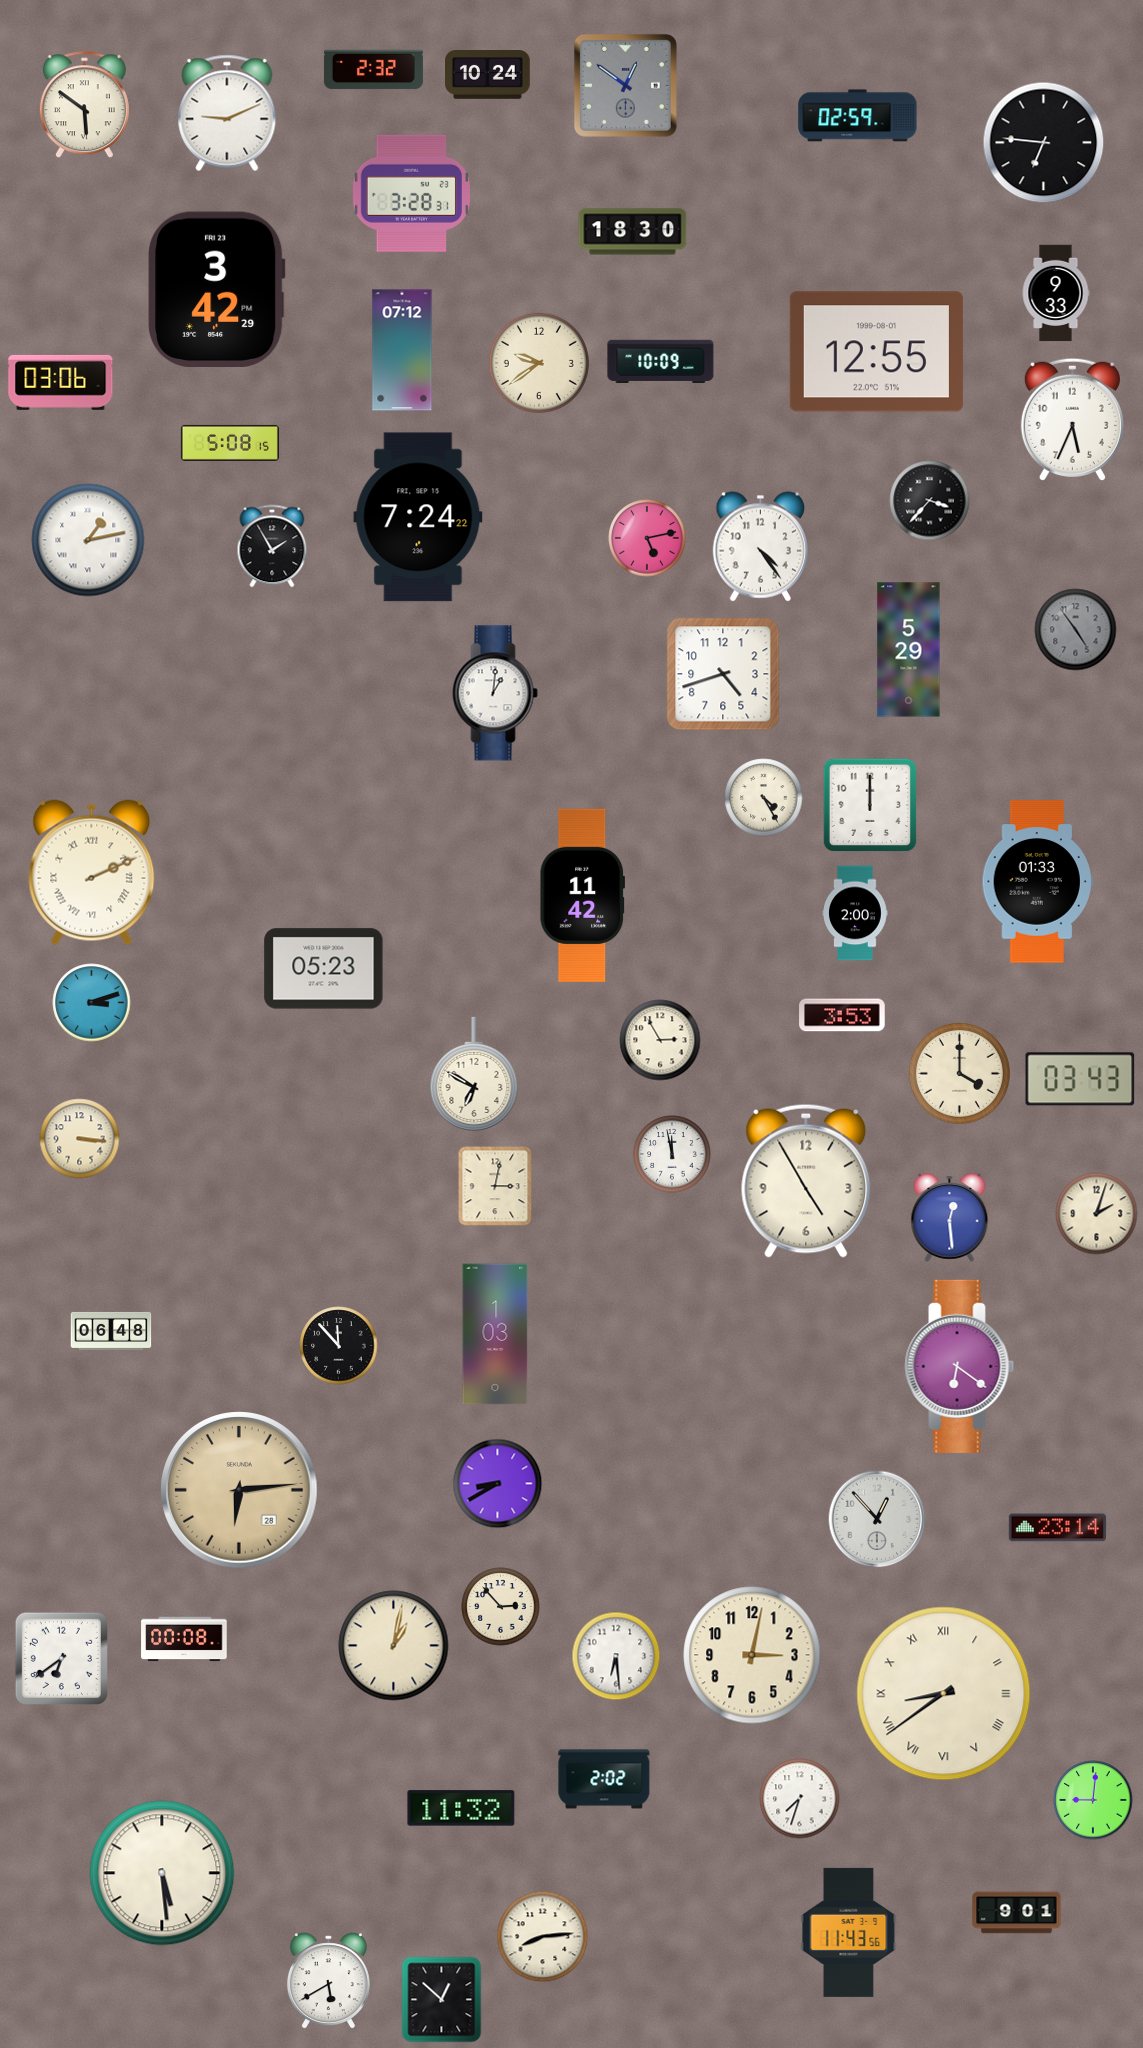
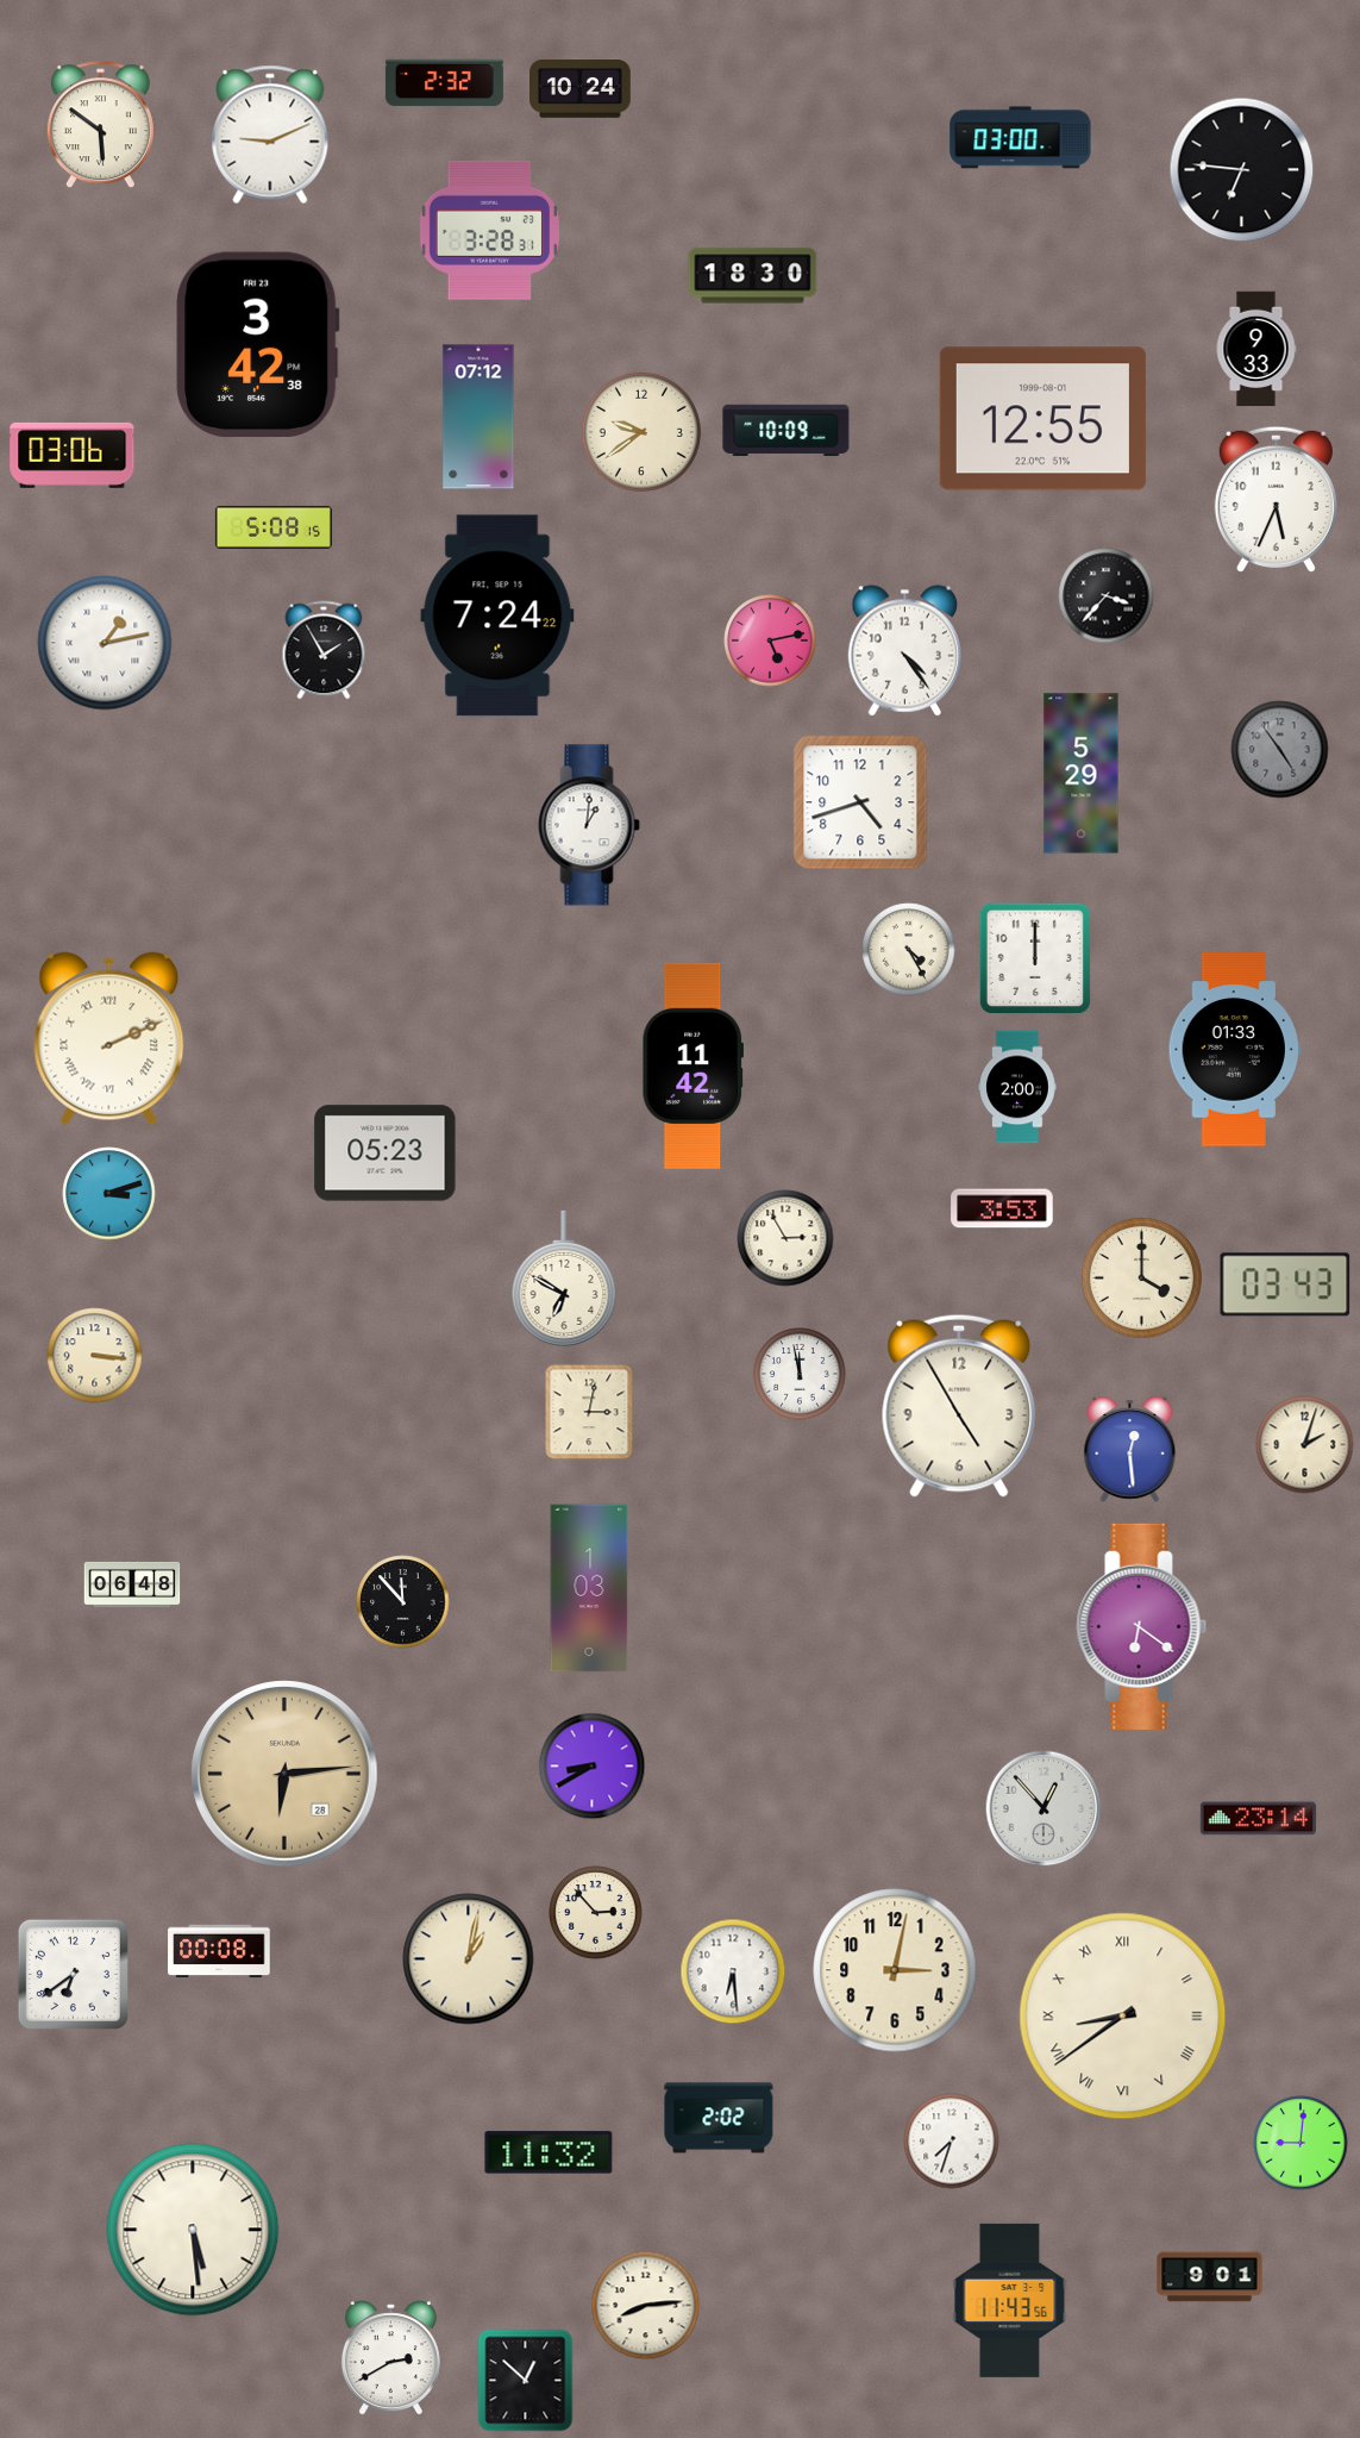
clock at (625, 85): 12:51 -> none
clock at (858, 116): 02:59 -> 03:00
clock at (217, 289): 3:42:29 -> 3:42:38
clock at (328, 1981): 5:40 -> 2:40
